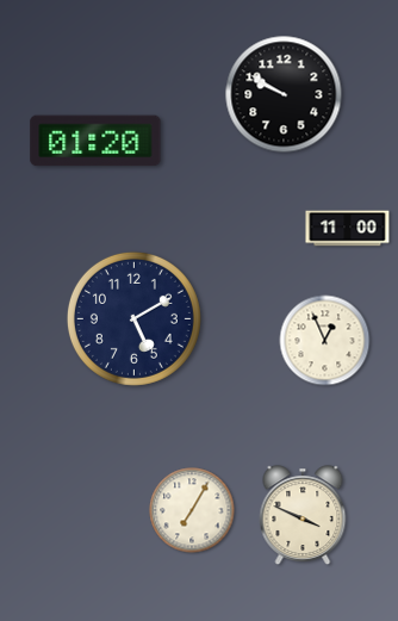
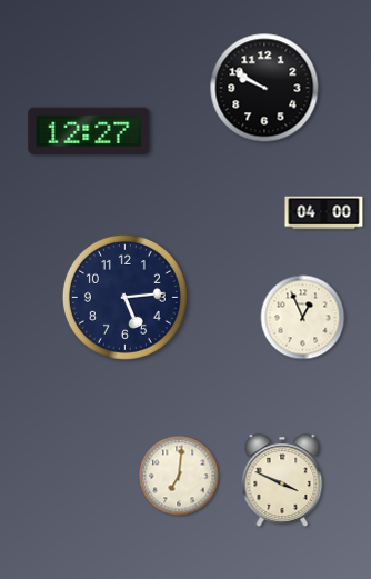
clock at (95, 141): 01:20 -> 12:27
clock at (348, 229): 11:00 -> 04:00
clock at (133, 318): 5:10 -> 5:14
clock at (192, 510): 7:05 -> 7:01
